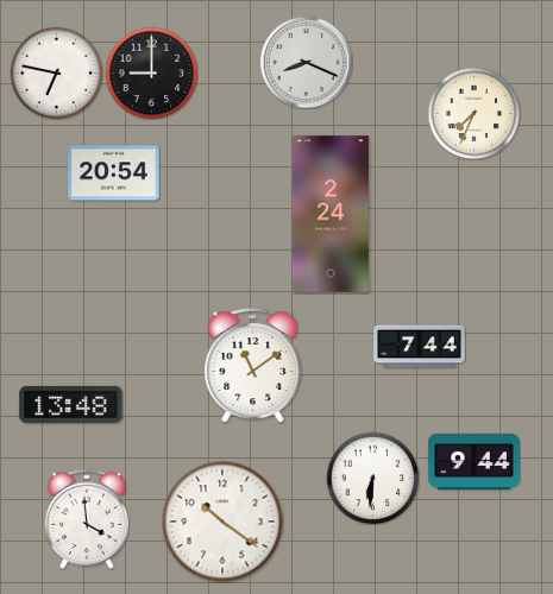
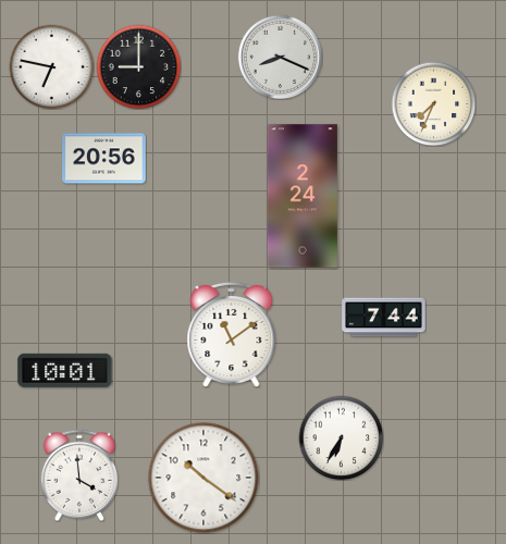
clock at (114, 173): 20:54 -> 20:56
clock at (71, 404): 13:48 -> 10:01
clock at (475, 461): 9:44 -> none
clock at (372, 478): 6:31 -> 6:35
